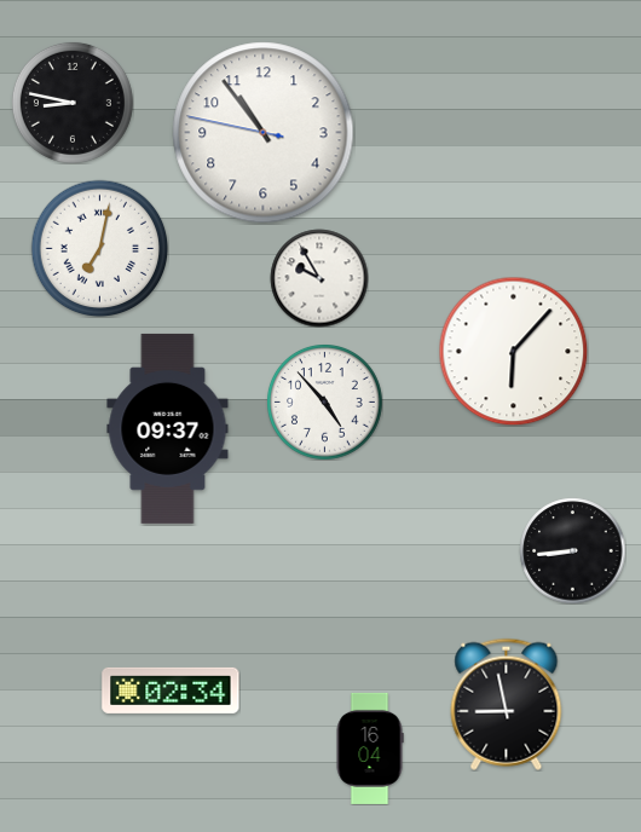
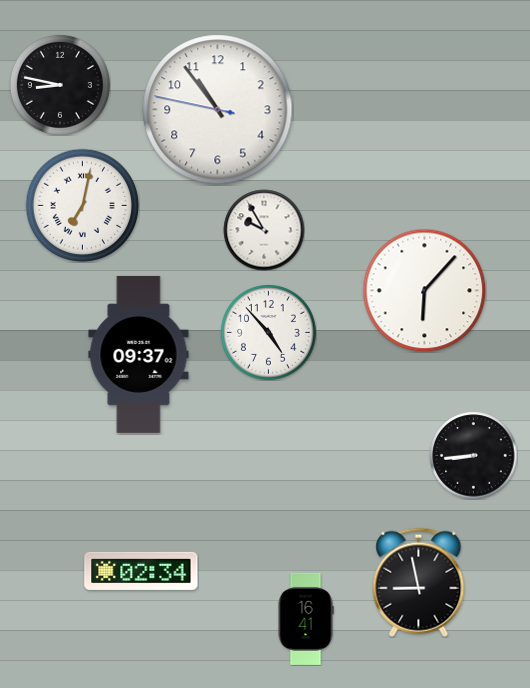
clock at (370, 749): 16:04 -> 16:41
